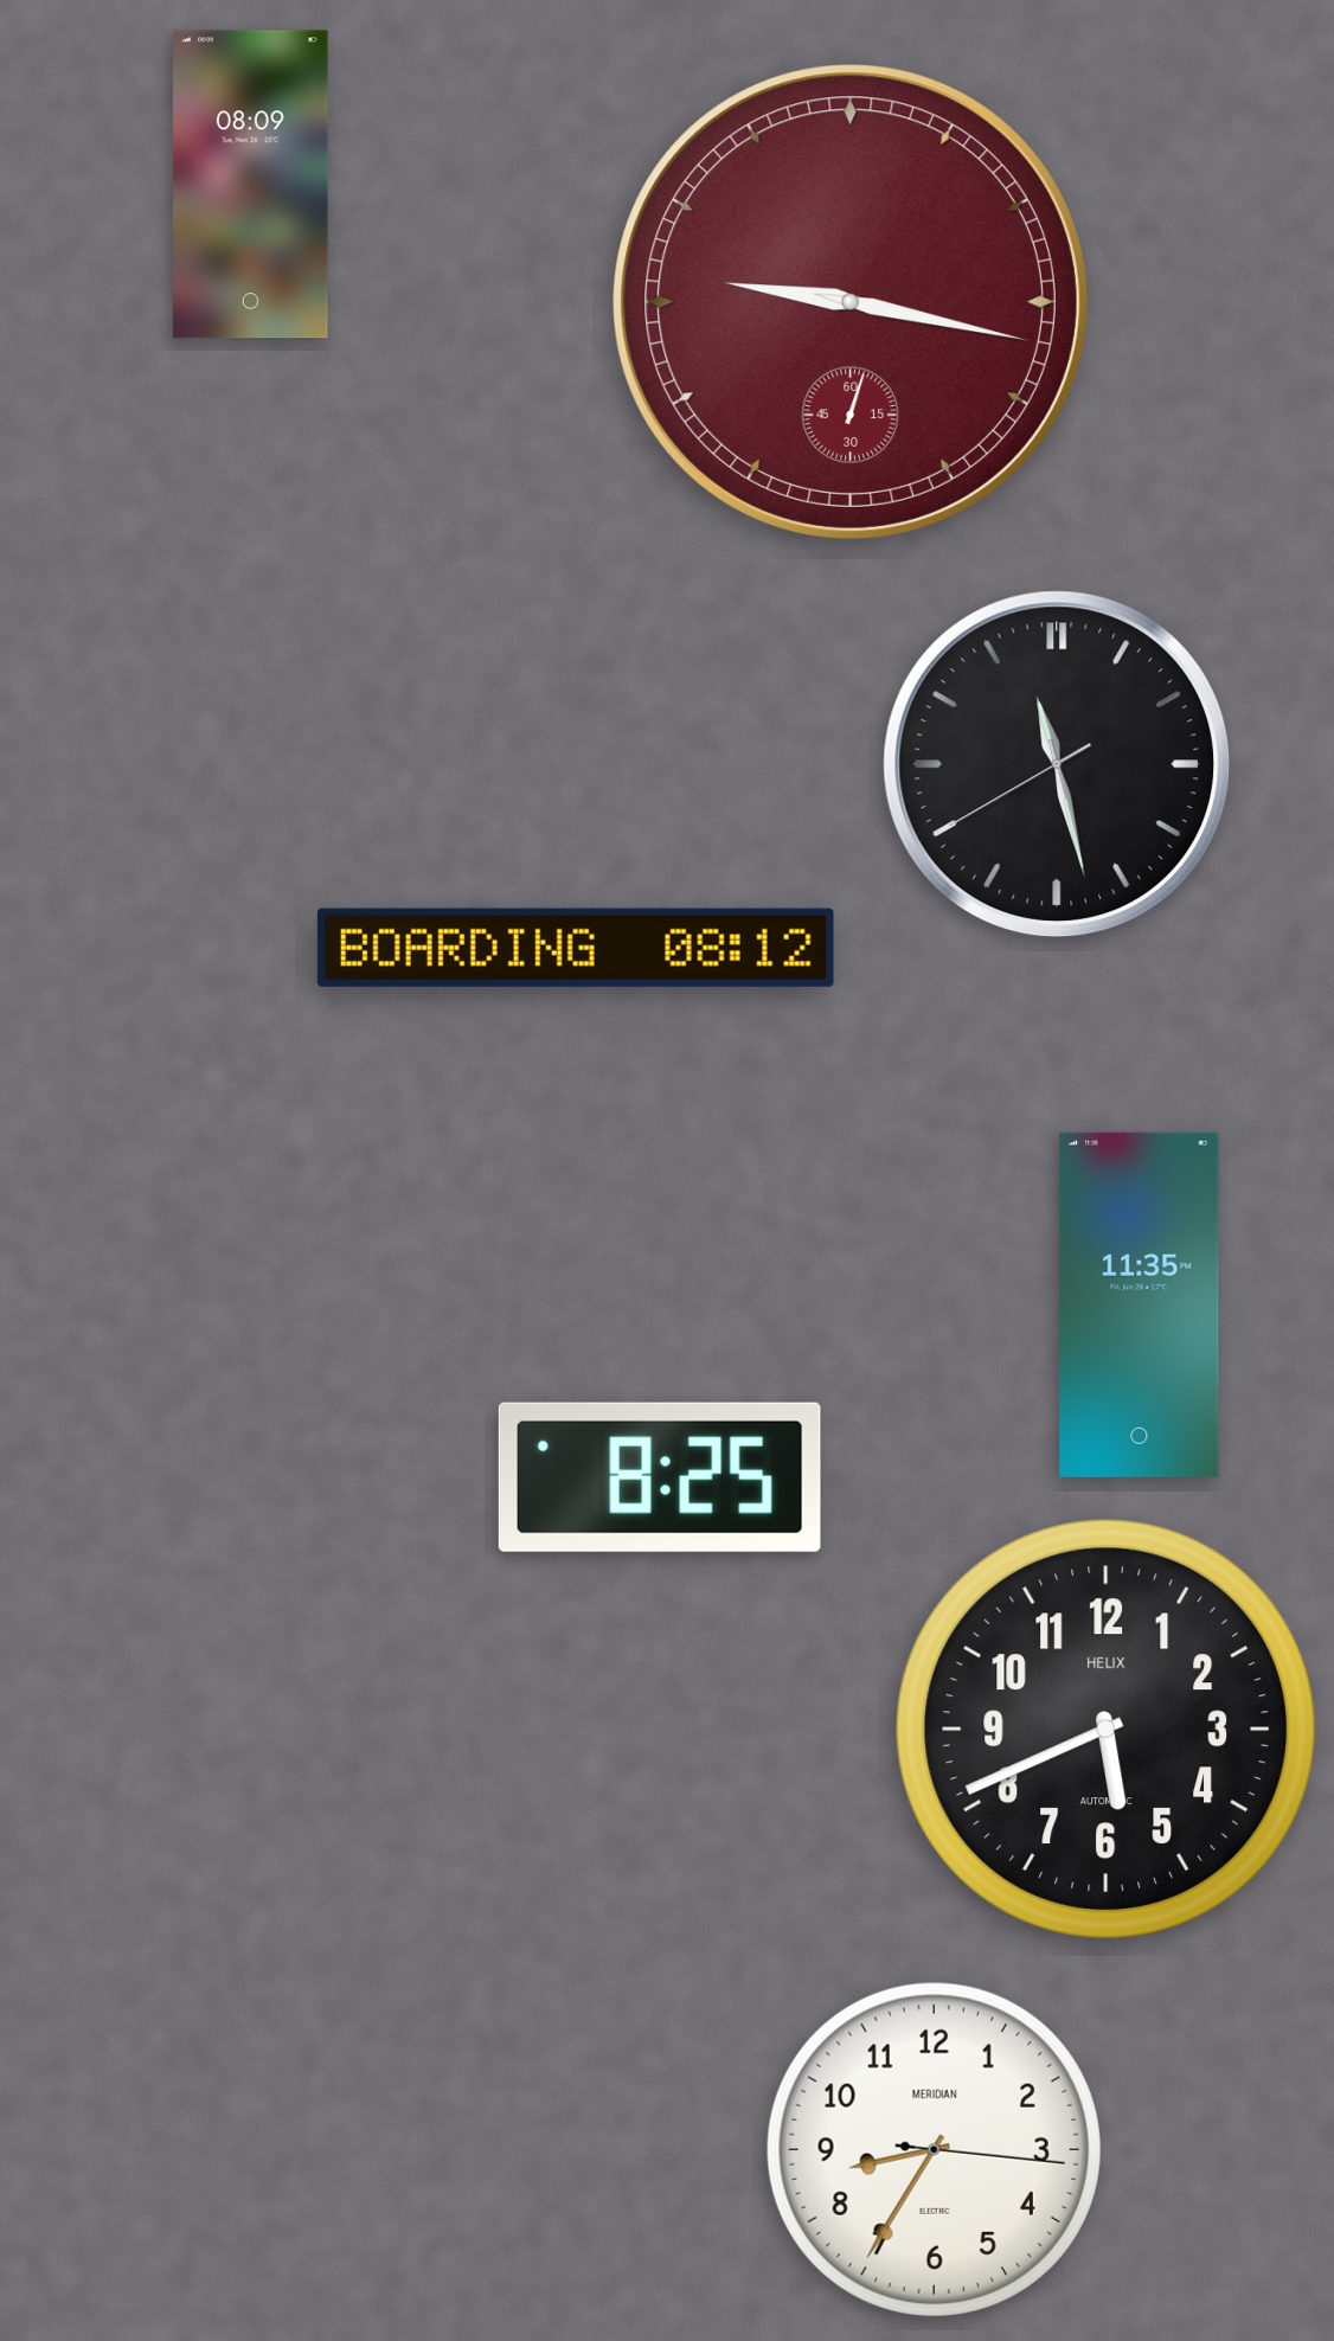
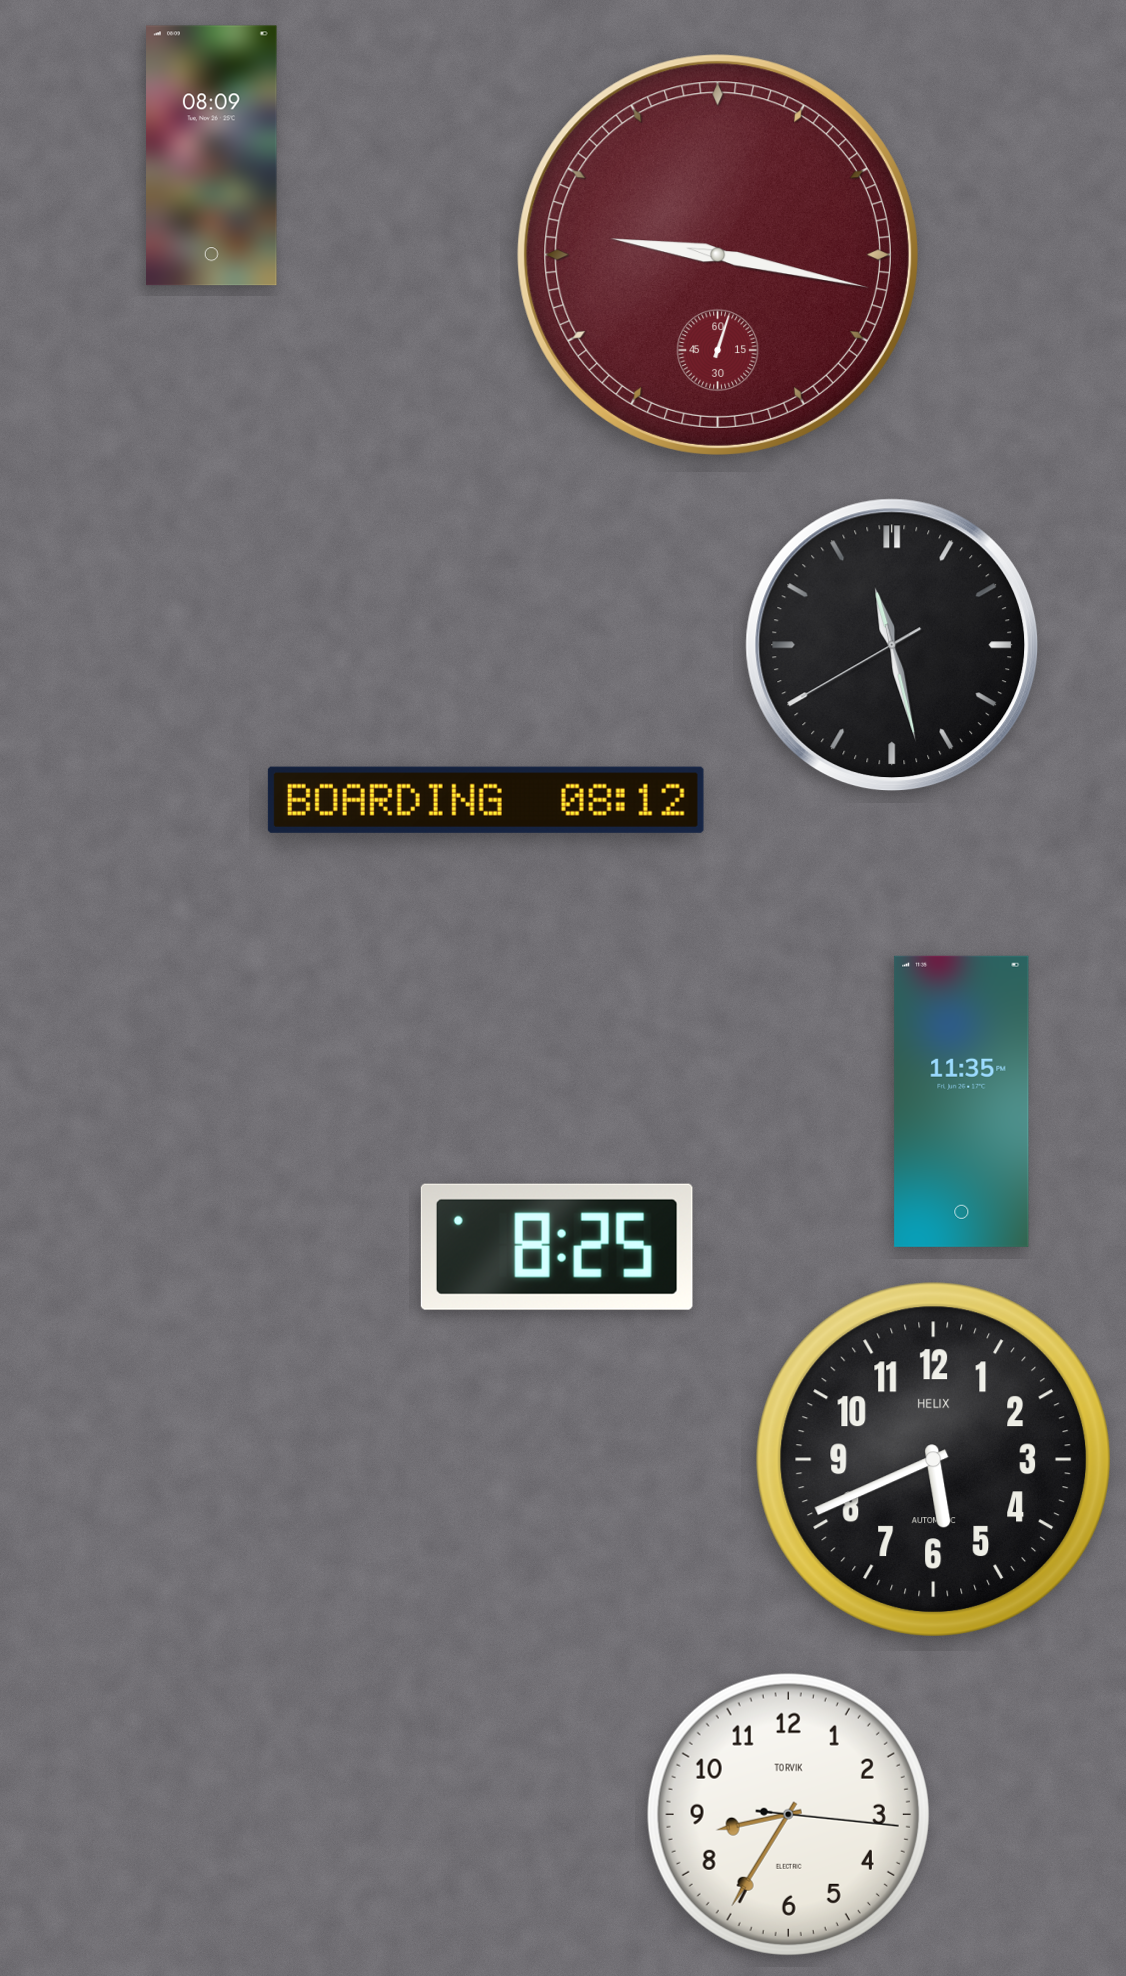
clock at (934, 2149) brand: MERIDIAN -> TORVIK
